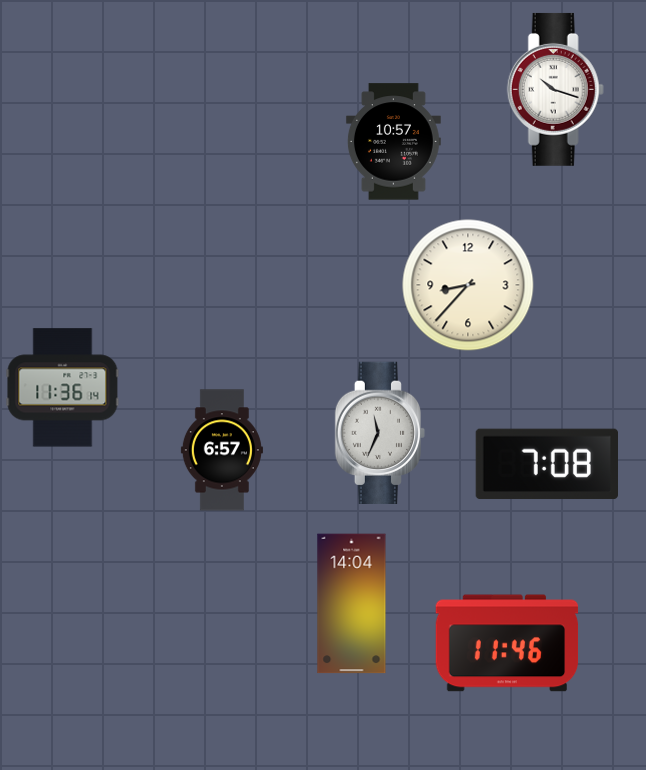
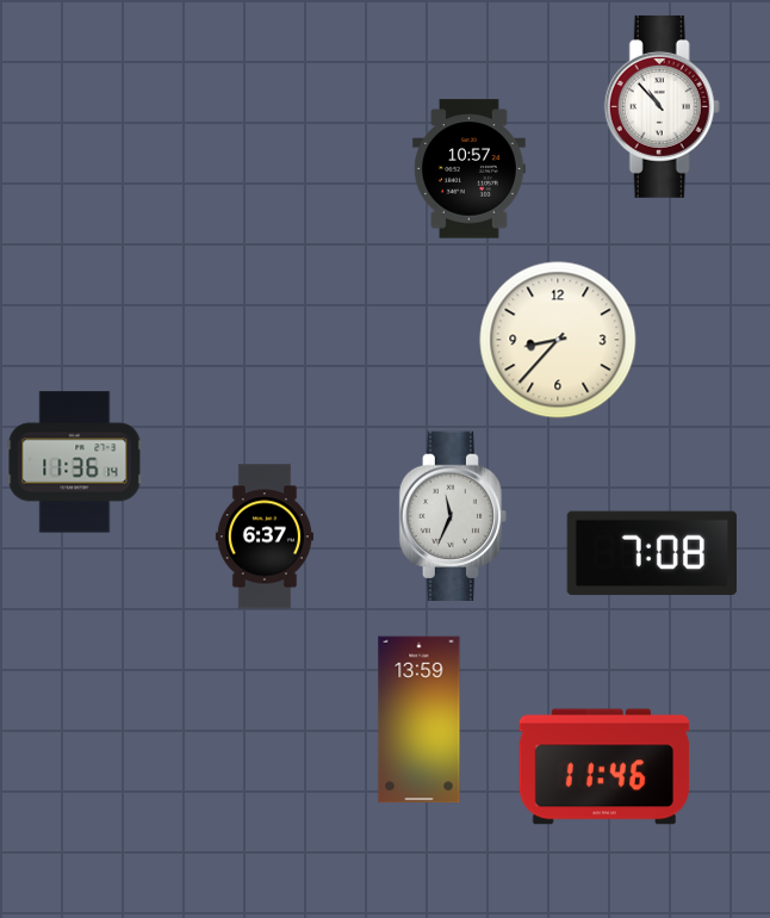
clock at (555, 89): 10:18 -> 10:53
clock at (222, 450): 6:57 -> 6:37
clock at (352, 604): 14:04 -> 13:59
